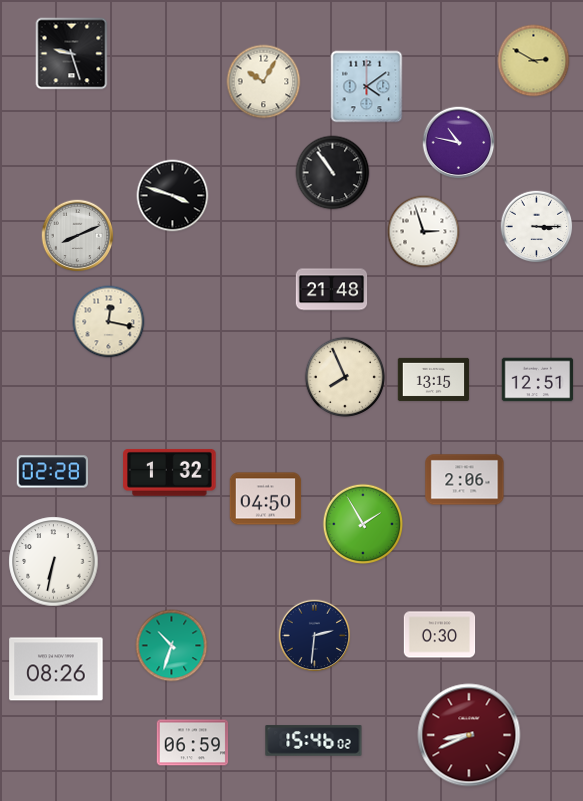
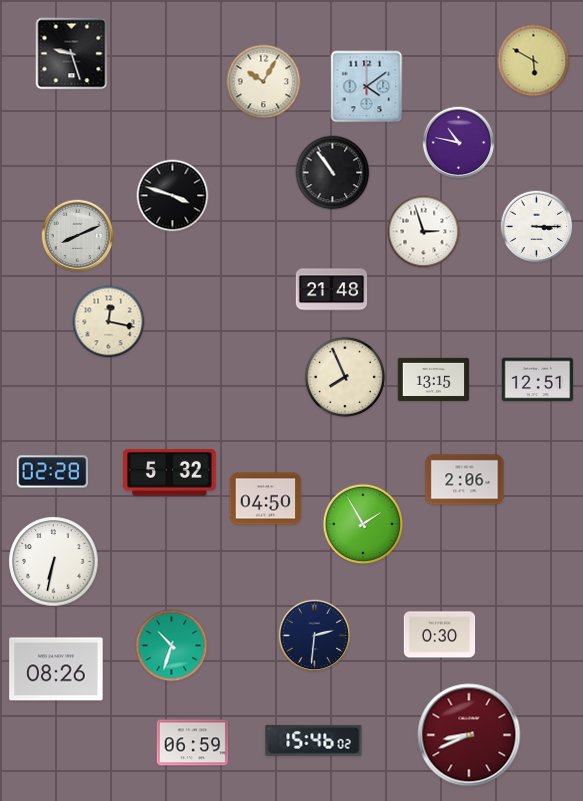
clock at (534, 61): 2:50 -> 5:50
clock at (170, 472): 1:32 -> 5:32
